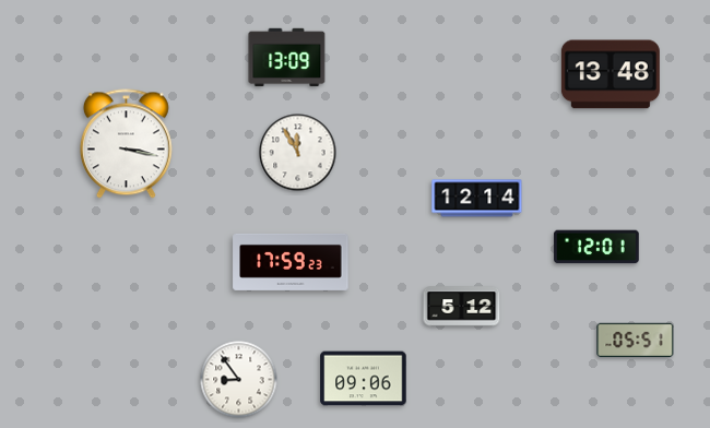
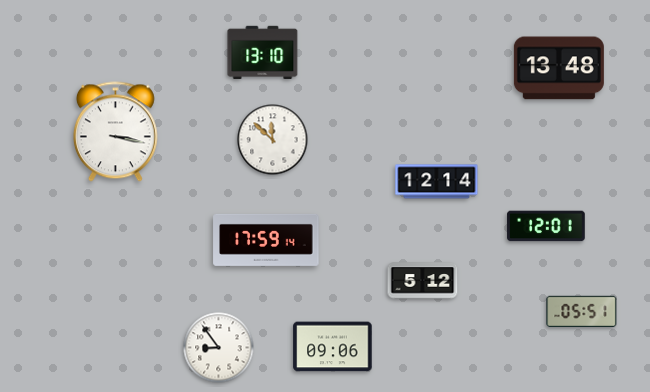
clock at (287, 57): 13:09 -> 13:10
clock at (298, 153): 11:55 -> 11:52
clock at (291, 262): 17:59:23 -> 17:59:14
